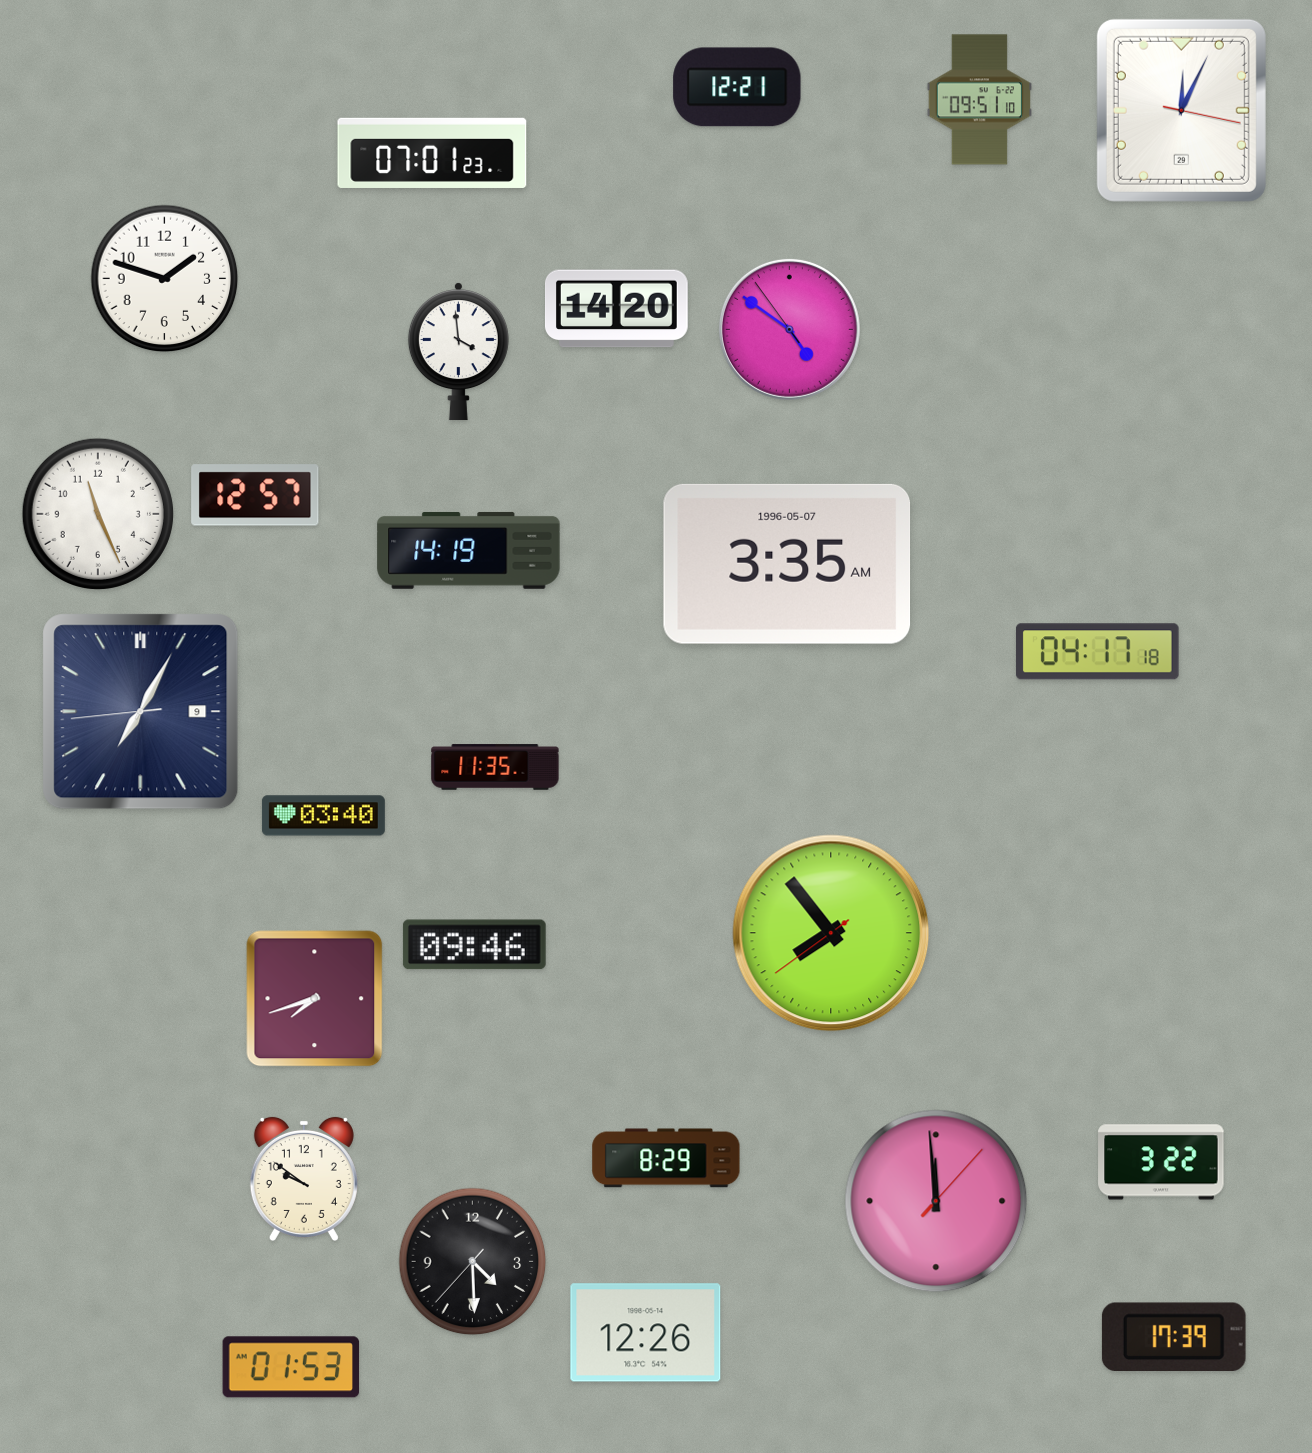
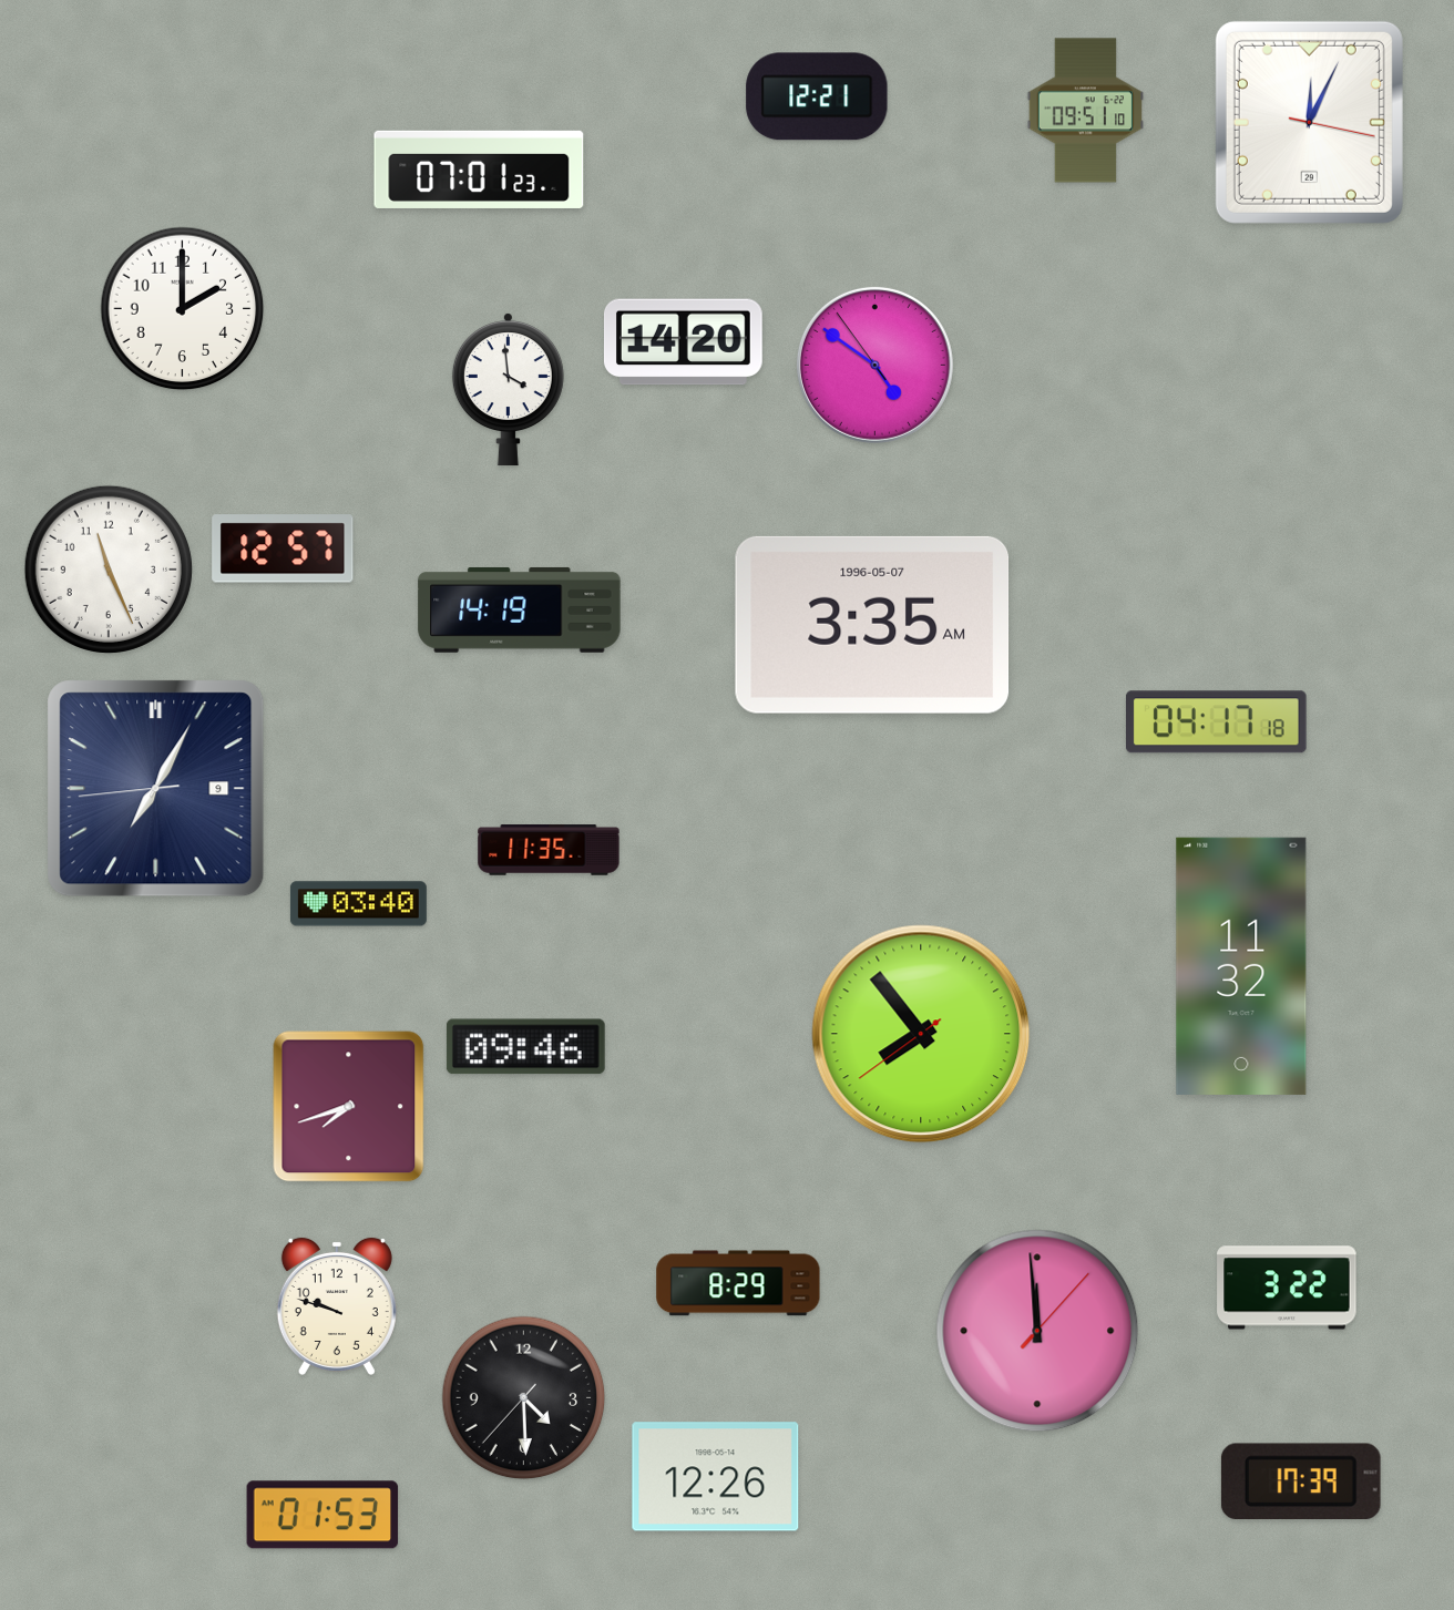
clock at (165, 279): 1:48 -> 2:00
clock at (1241, 966): none -> 11:32
clock at (304, 1179): 9:51 -> 9:48
